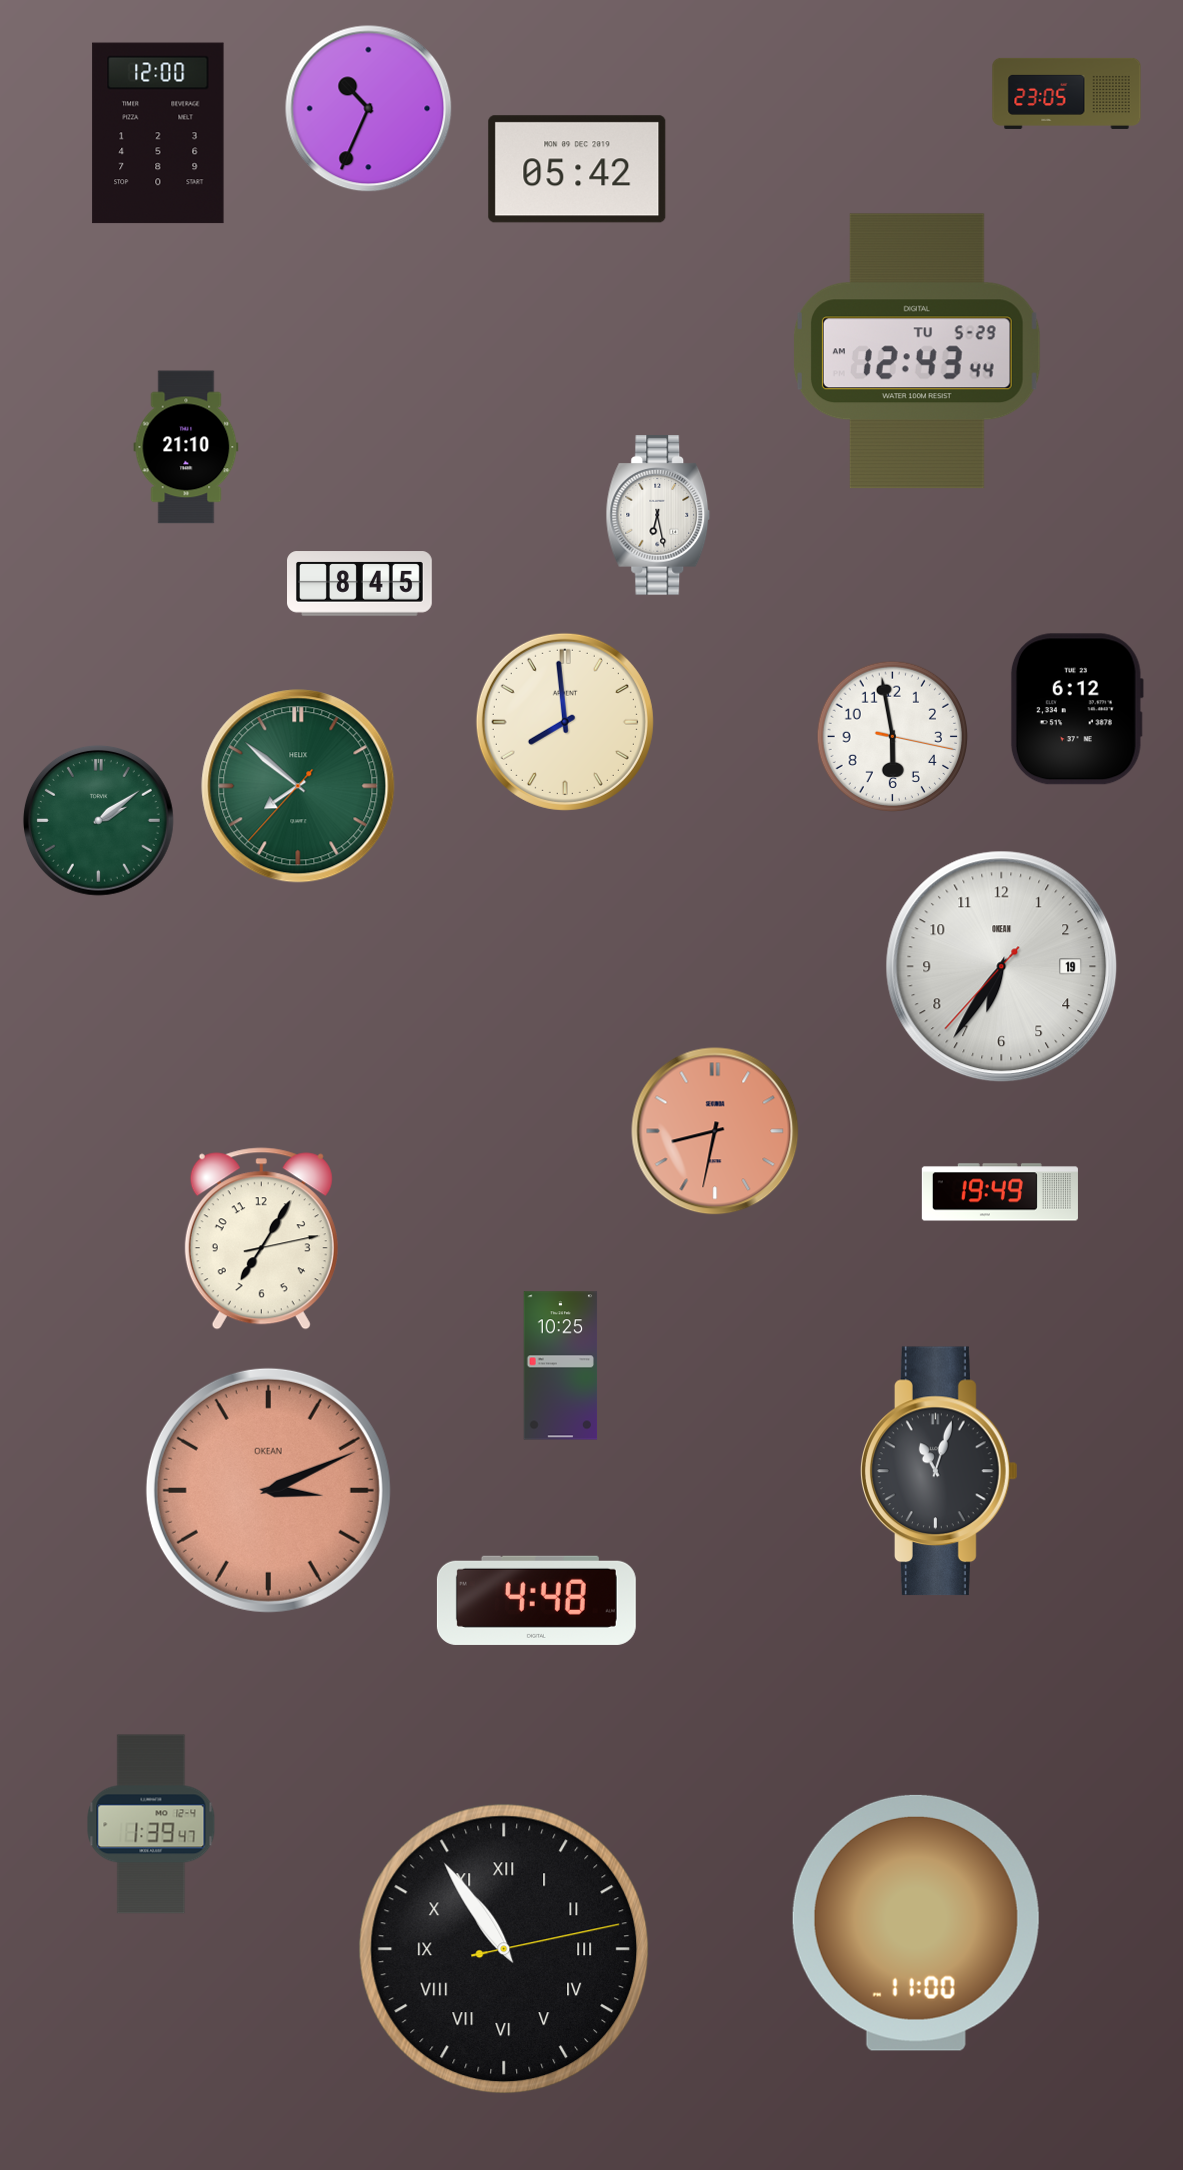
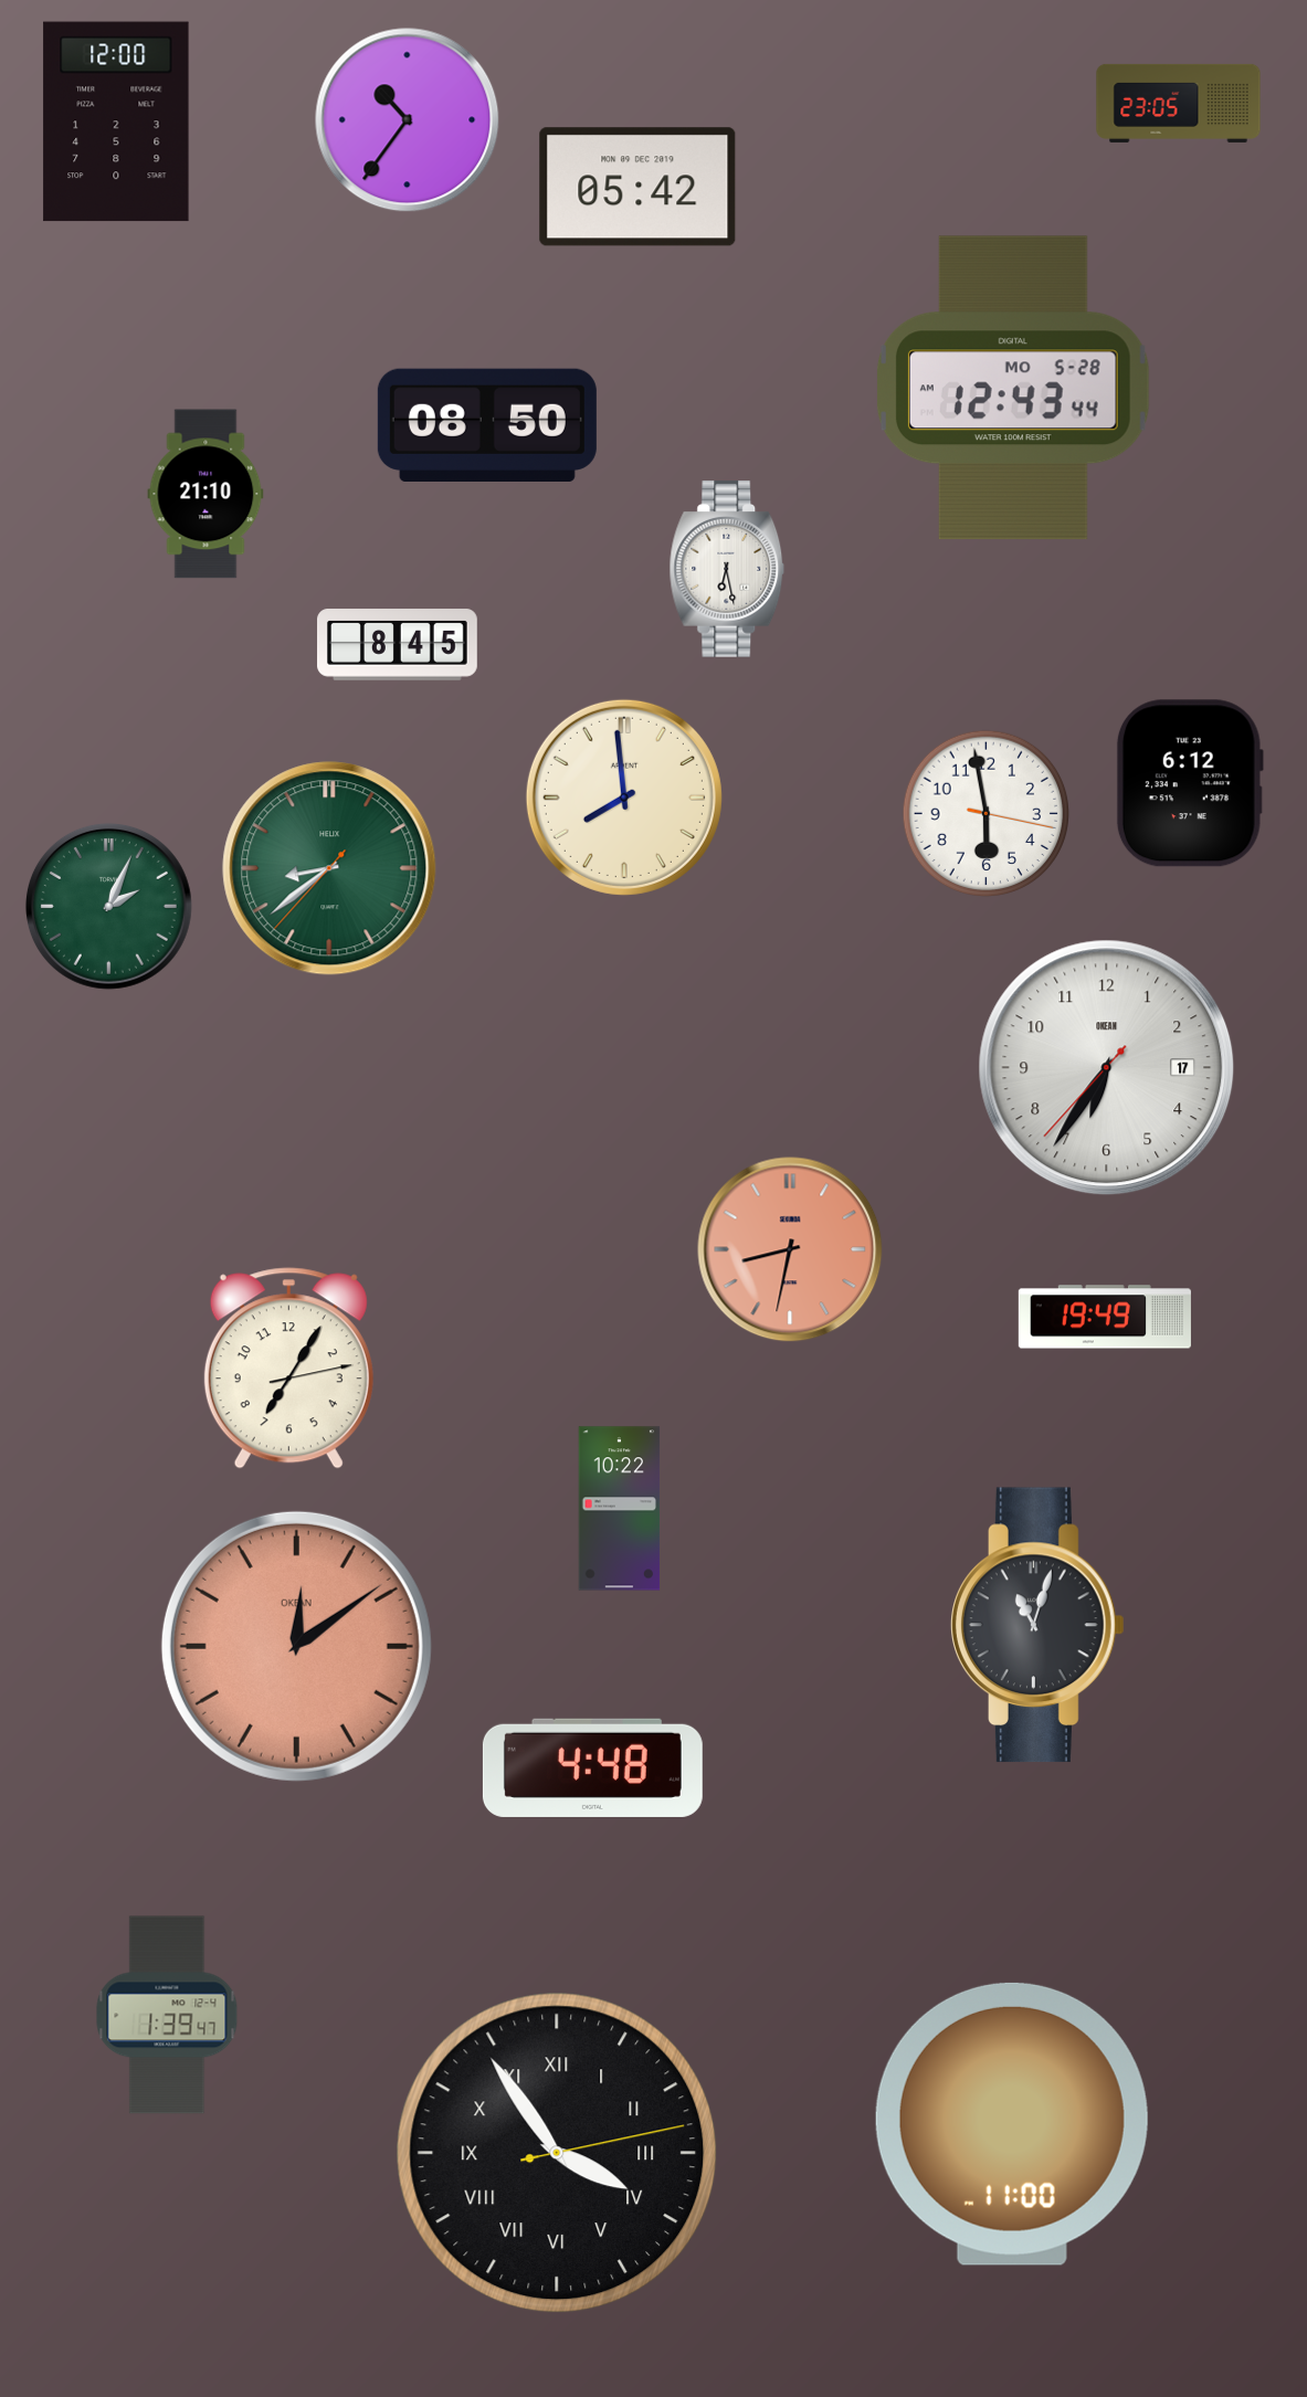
clock at (369, 109): 10:34 -> 10:36
clock at (158, 133) position: (158, 133) -> (116, 122)
clock at (917, 351) date: TU 5-29 -> MO 5-28
clock at (487, 424): none -> 08:50
clock at (298, 786): 7:51 -> 8:38
clock at (98, 820): 2:09 -> 2:04
clock at (1002, 967) date: 19 -> 17
clock at (561, 1366): 10:25 -> 10:22
clock at (268, 1490): 3:11 -> 12:09
clock at (504, 1949): 10:54 -> 3:54
